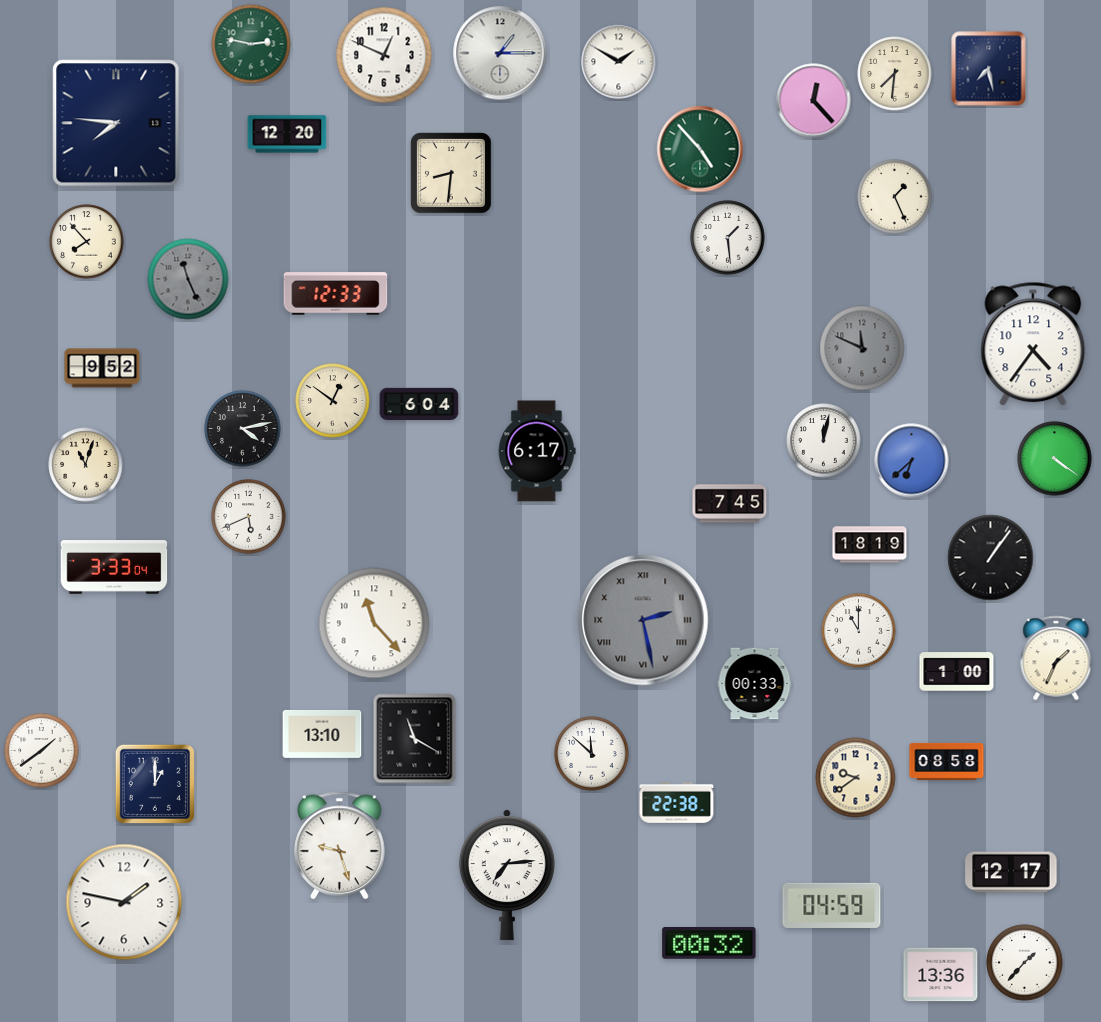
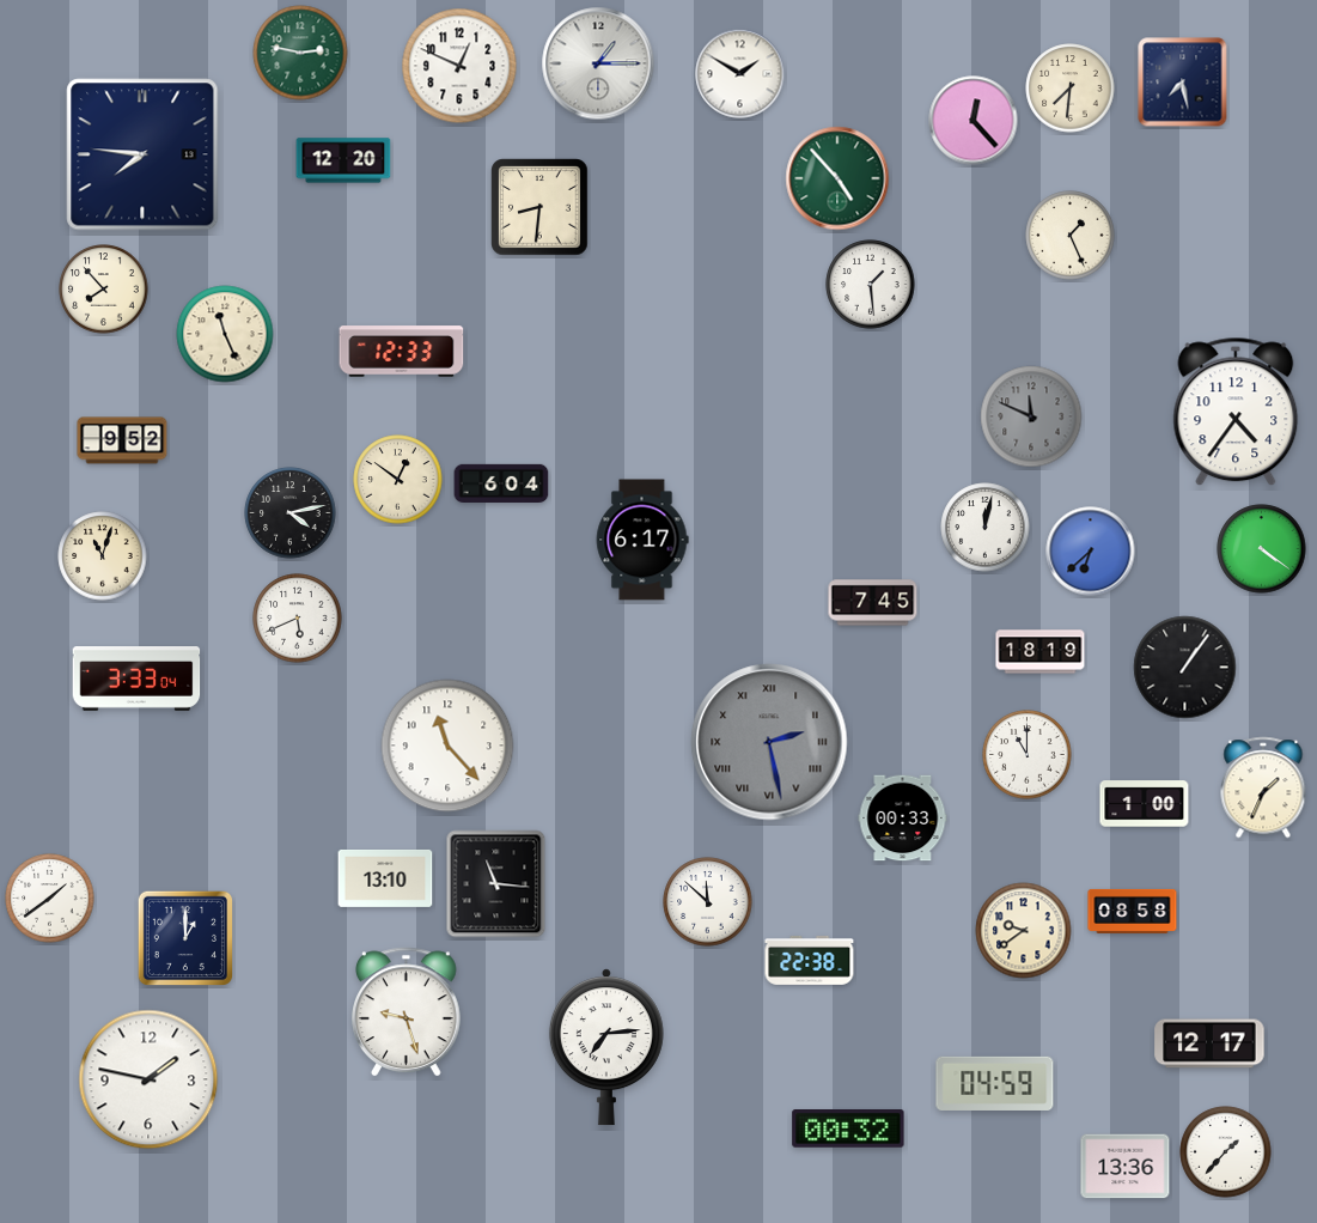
clock at (116, 123) position: (116, 123) -> (142, 154)
clock at (188, 279) dial: grey -> cream
clock at (415, 739): 11:20 -> 11:16
